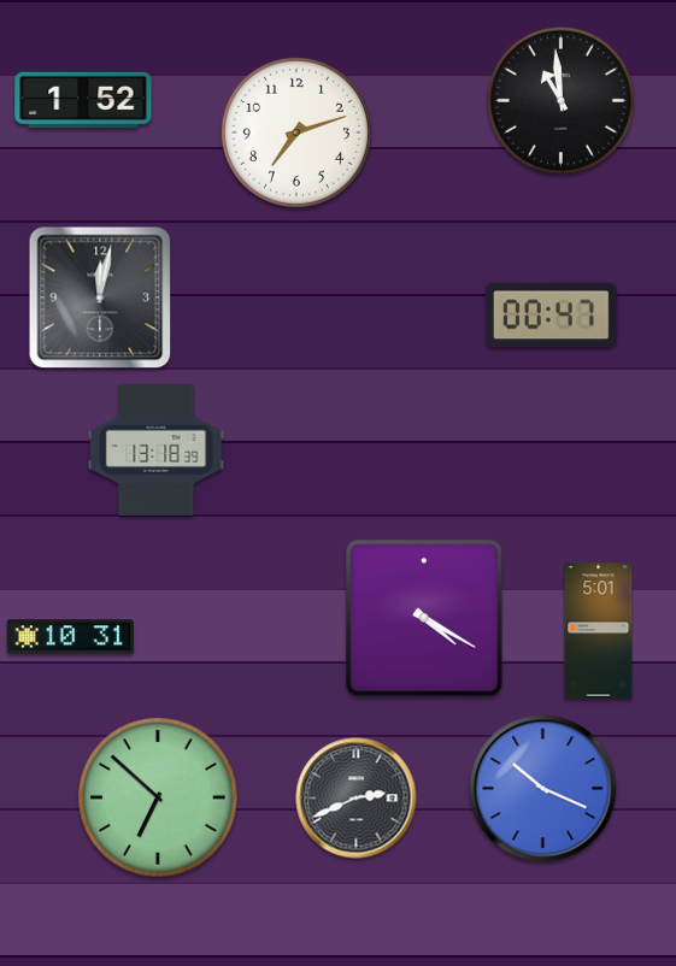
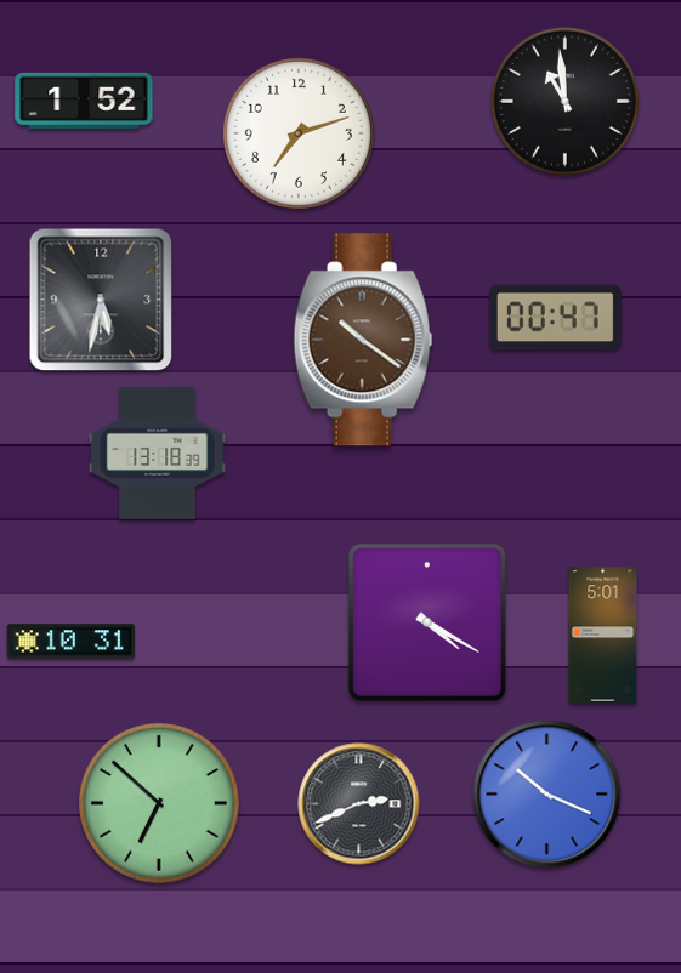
clock at (100, 298): 12:02 -> 5:32
clock at (363, 340): none -> 10:21
